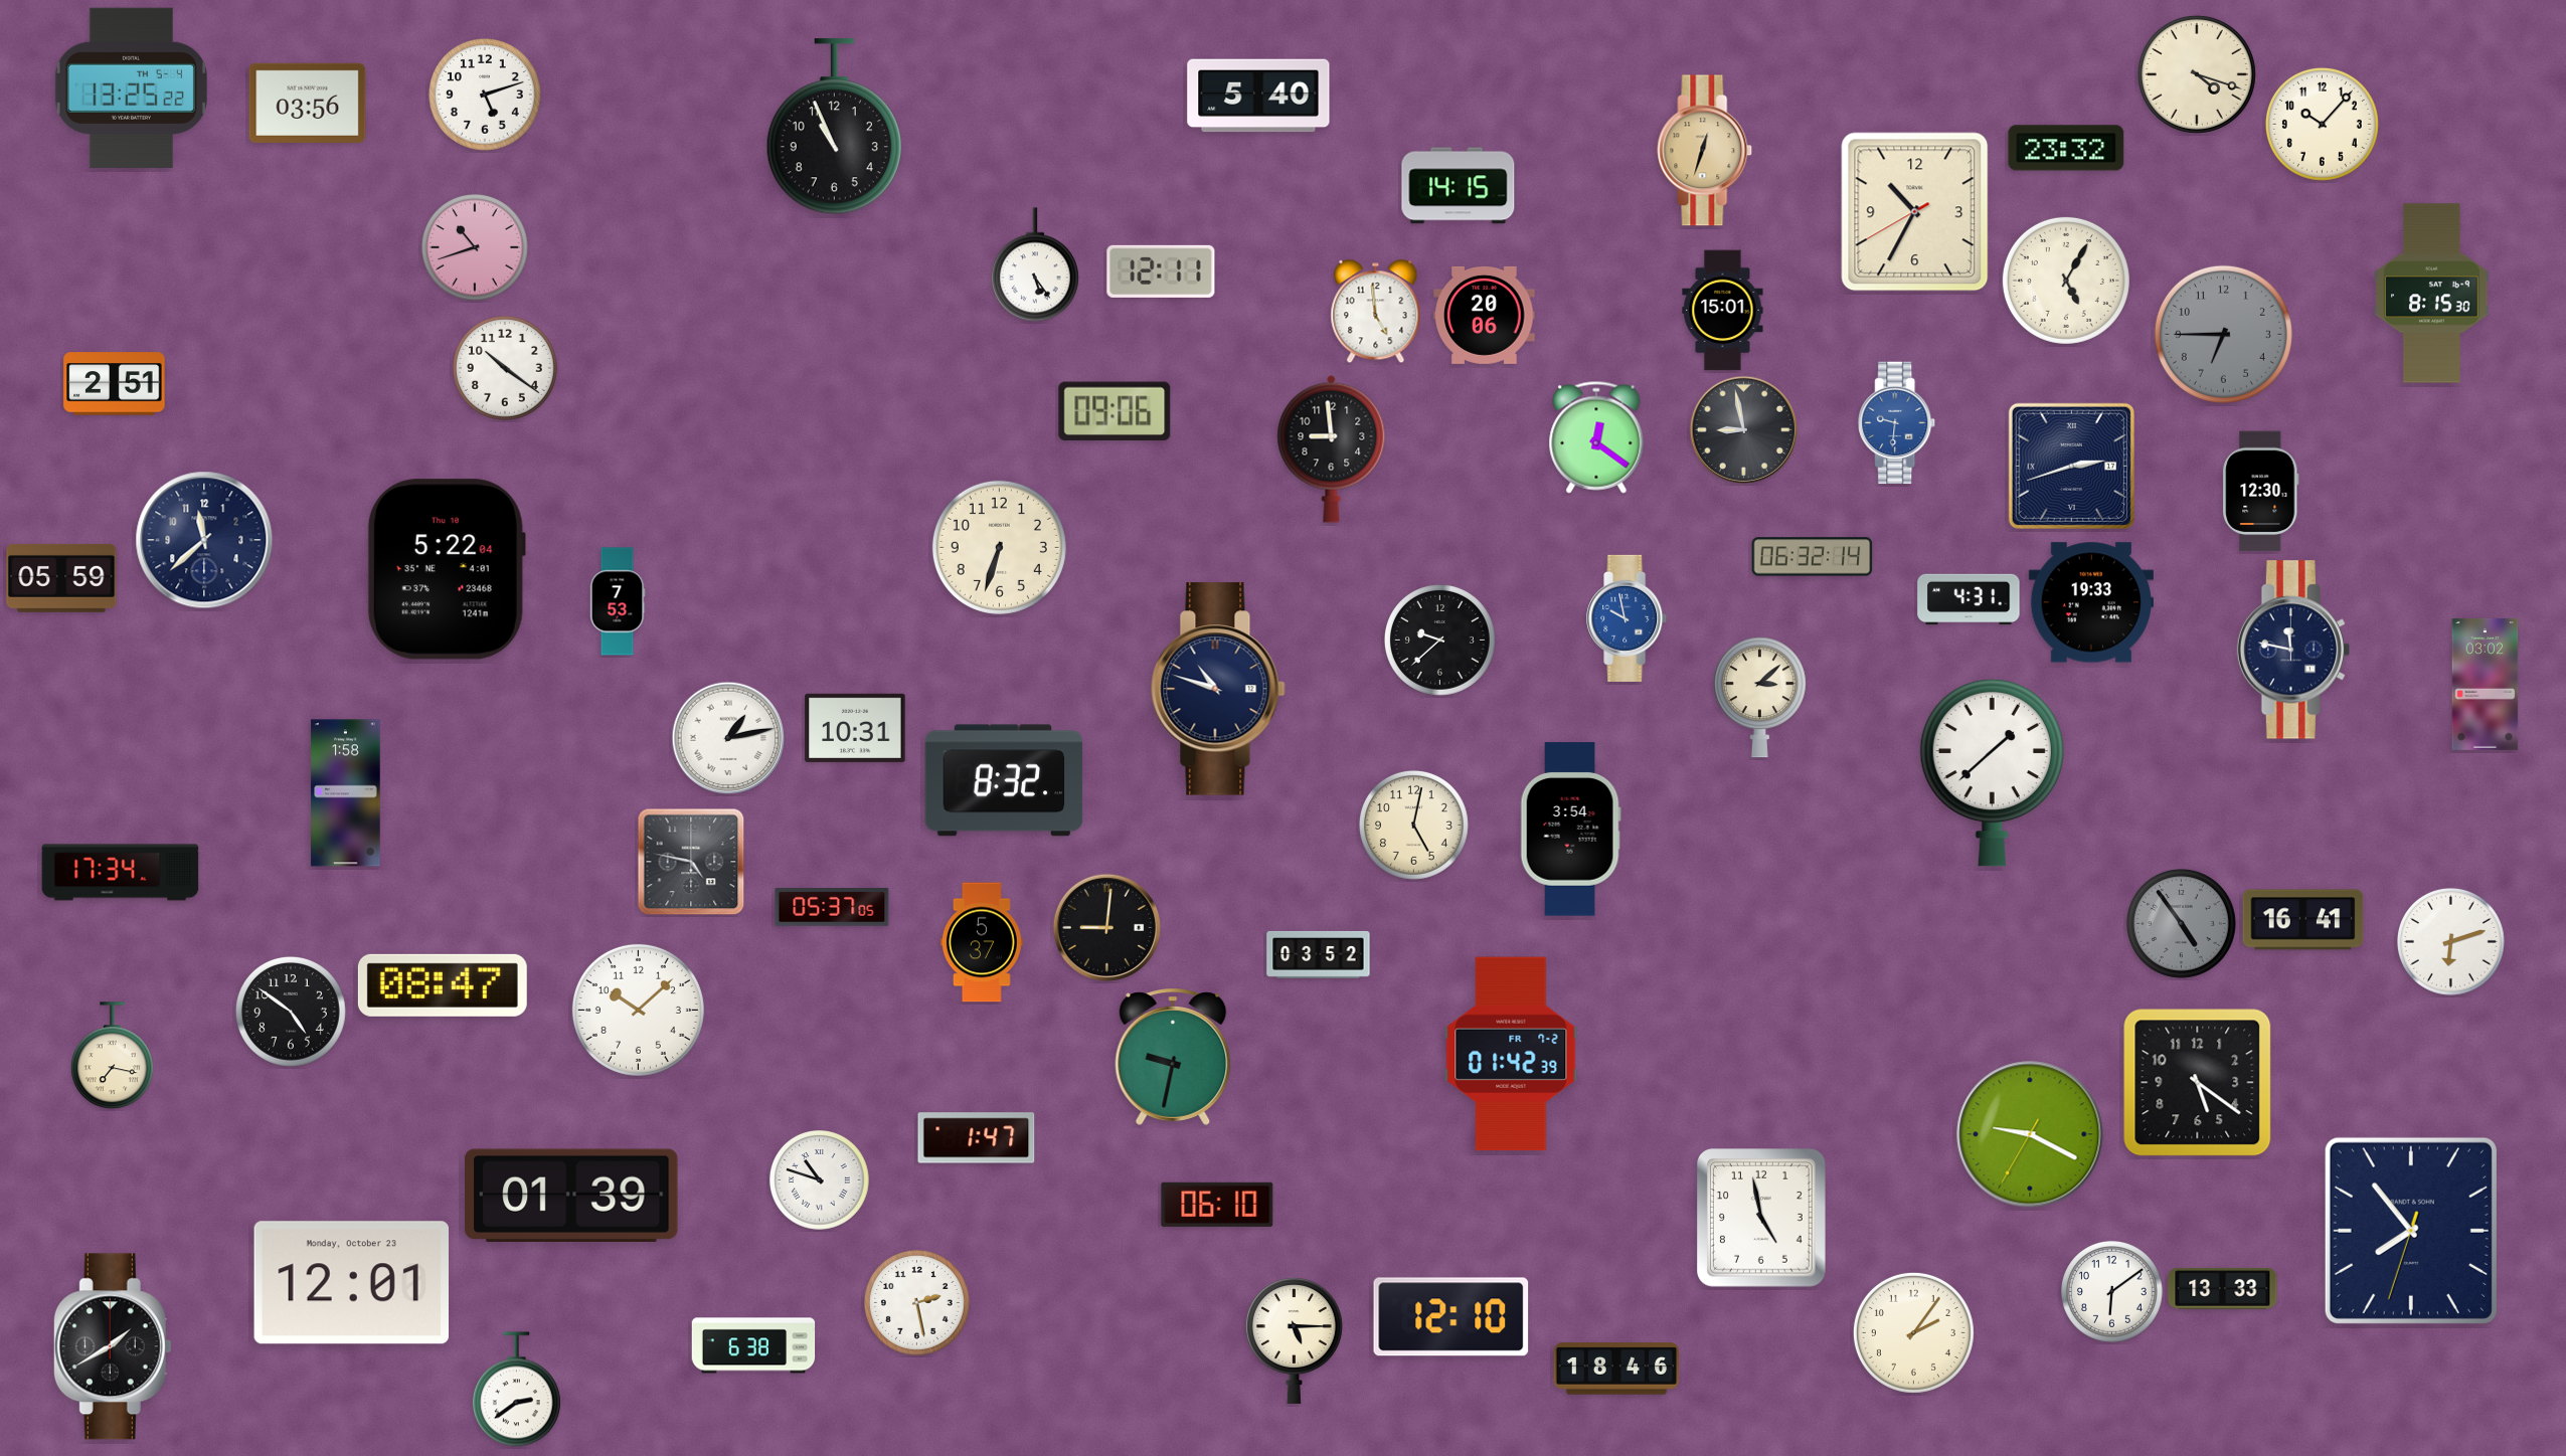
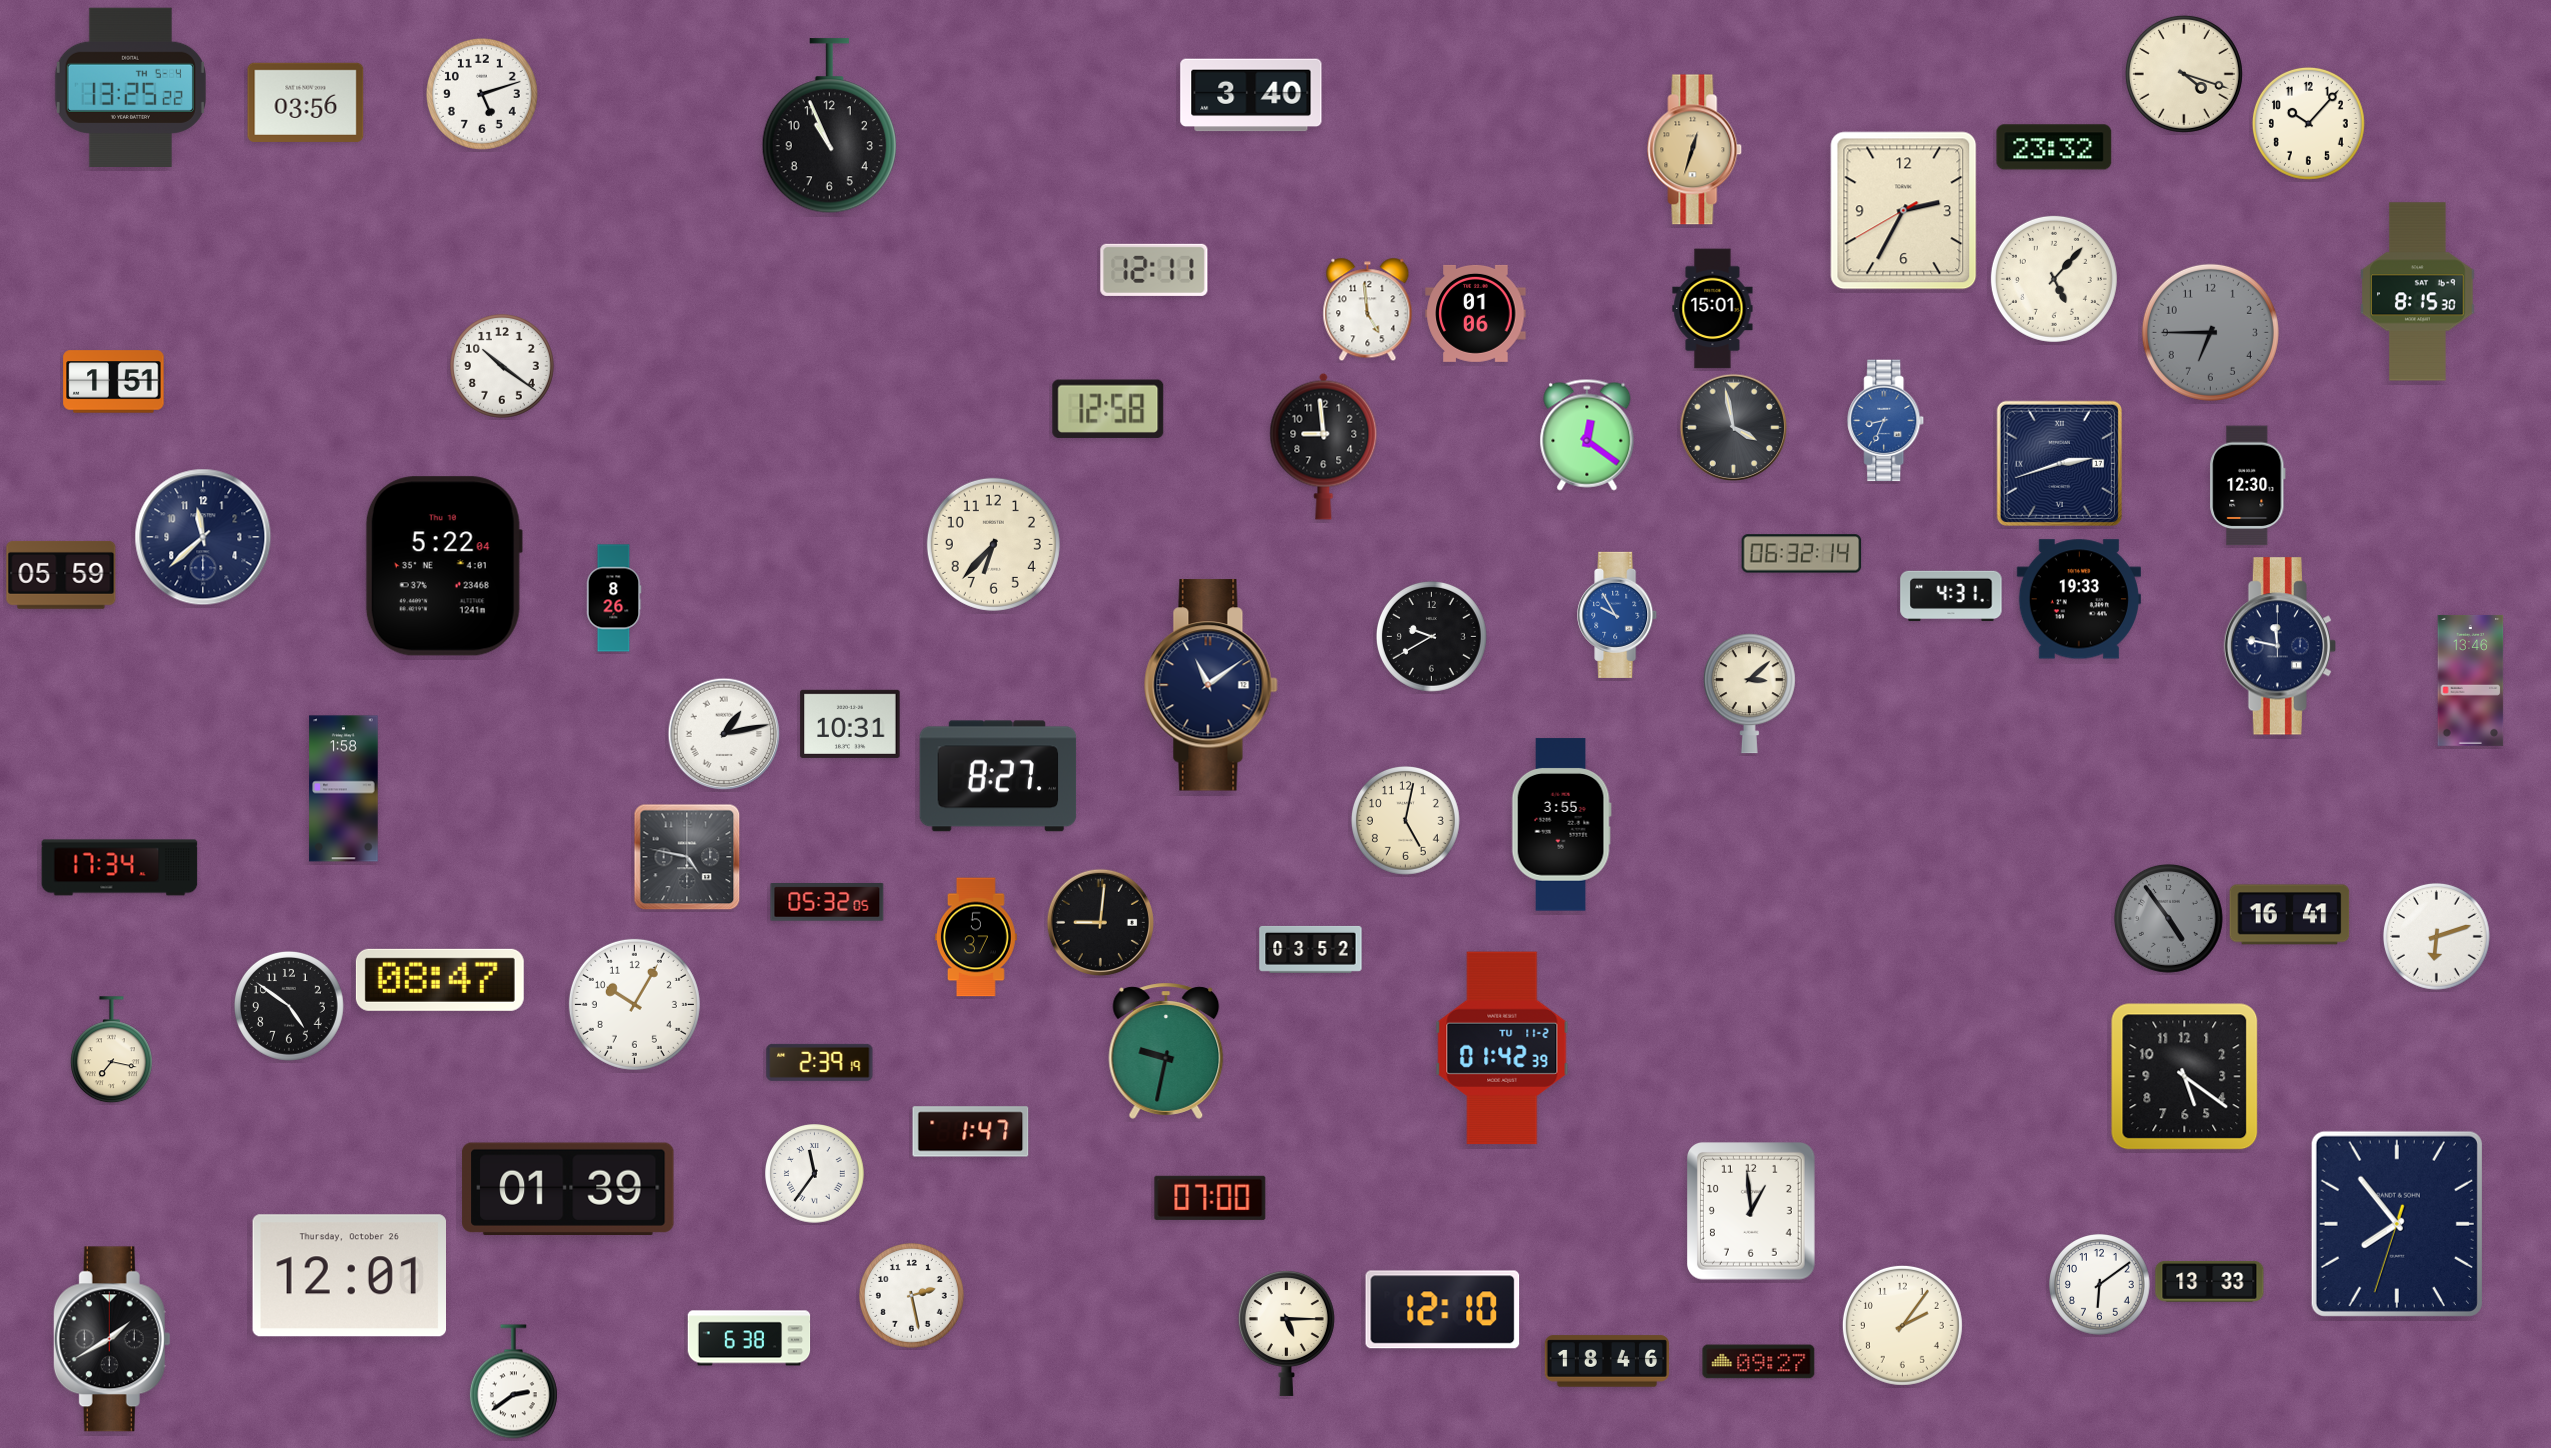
clock at (1258, 96): 5:40 -> 3:40
clock at (1459, 186): 14:15 -> none
clock at (1915, 212): 10:34 -> 2:34
clock at (475, 247): 10:42 -> none
clock at (1035, 264): 5:24 -> none
clock at (2066, 281): 5:05 -> 5:07
clock at (1485, 315): 20:06 -> 01:06
clock at (115, 384): 2:51 -> 1:51
clock at (1115, 411): 09:06 -> 12:58
clock at (1897, 423): 9:31 -> 8:34
clock at (1743, 429): 8:58 -> 3:58
clock at (2261, 492) position: (2261, 492) -> (2248, 486)
clock at (999, 547): 6:33 -> 6:37
clock at (1969, 599) position: (1969, 599) -> (1951, 596)
clock at (618, 601): 7:53 -> 8:26
clock at (1628, 618): 9:58 -> 9:55
clock at (1439, 640): 9:38 -> 9:40
clock at (2486, 684): 03:02 -> 13:46
clock at (1218, 689): 10:48 -> 11:09
clock at (1992, 772): 1:38 -> none
clock at (1004, 780): 8:32 -> 8:27
clock at (1570, 830): 3:54 -> 3:55
clock at (832, 908): 05:37 -> 05:32
clock at (638, 1010): 10:08 -> 10:05
clock at (1511, 1054) date: FR 7-2 -> TU 11-2
clock at (820, 1062): none -> 2:39
clock at (2030, 1134): 9:19 -> none
clock at (820, 1180): 10:48 -> 11:36
clock at (1217, 1205): 06:10 -> 07:00
clock at (1762, 1219): 4:58 -> 12:59
clock at (351, 1283) date: Monday, October 23 -> Thursday, October 26
clock at (1759, 1362): none -> 09:27
